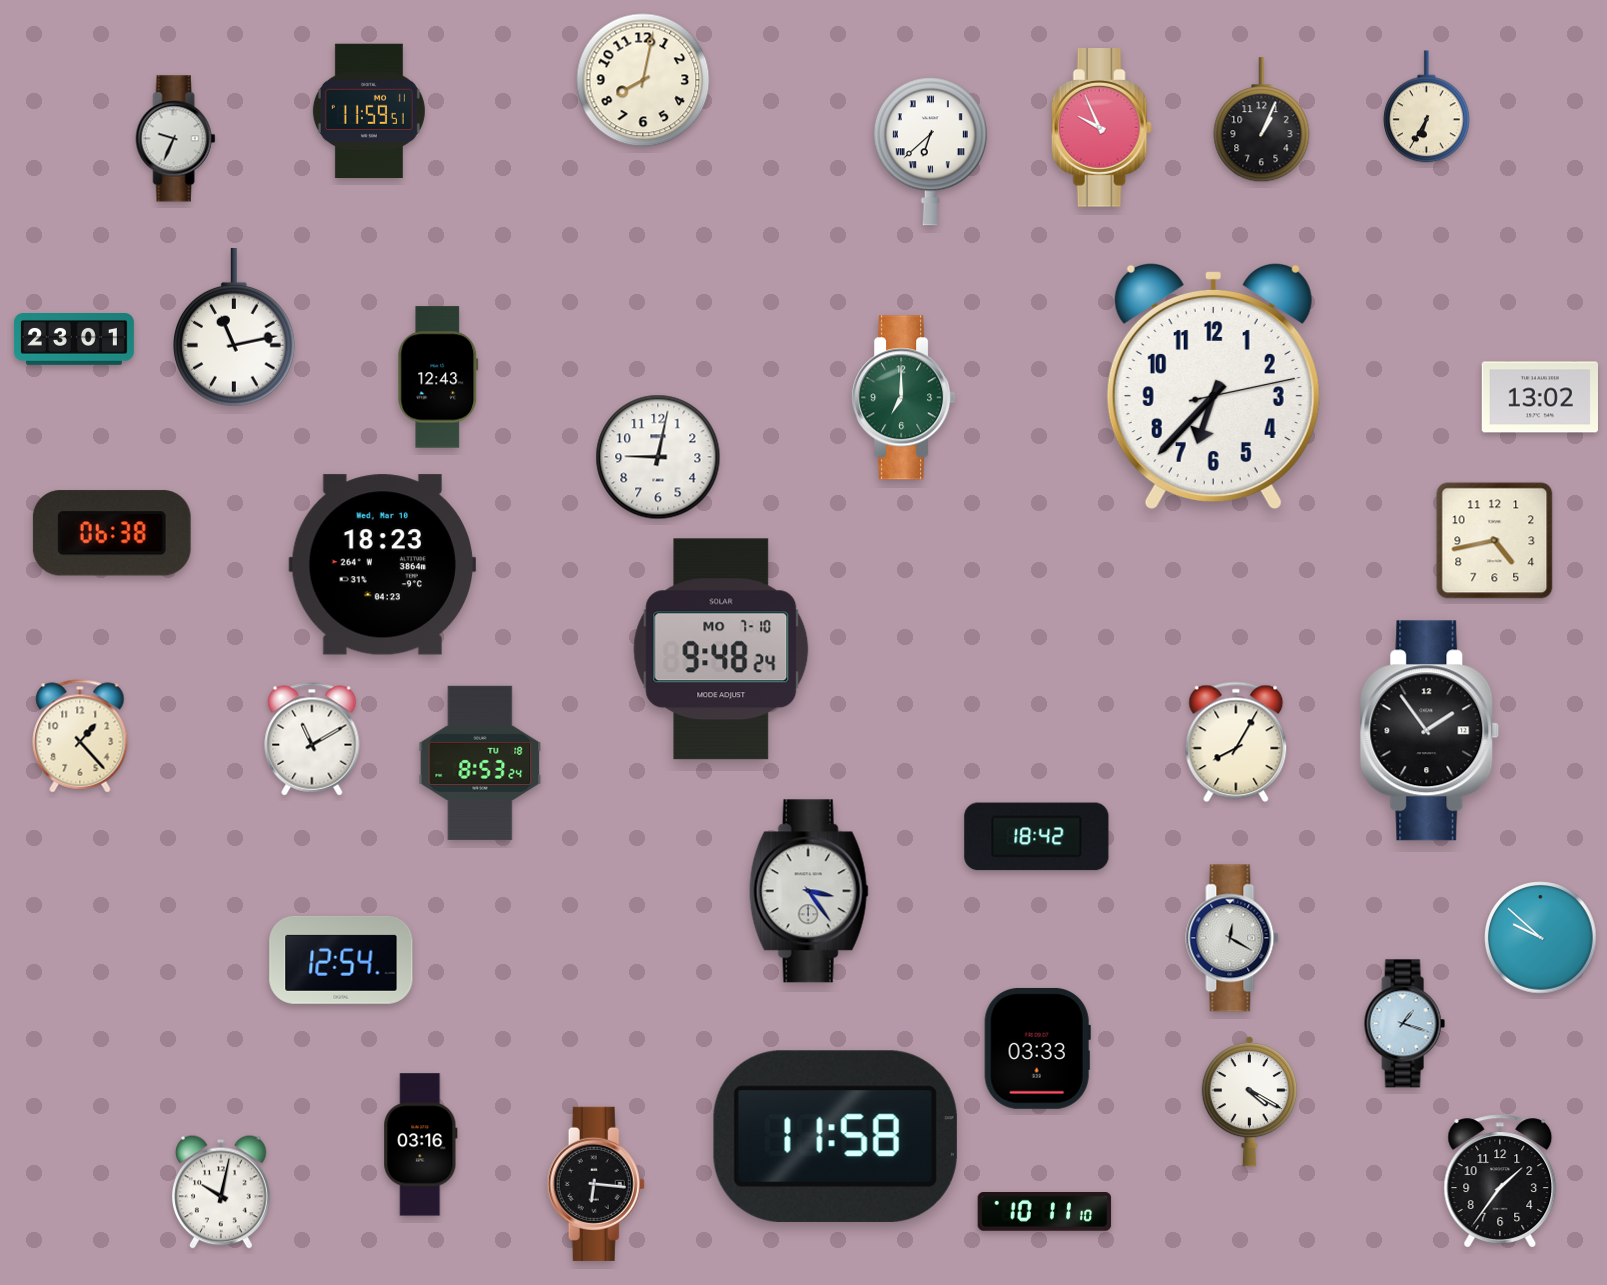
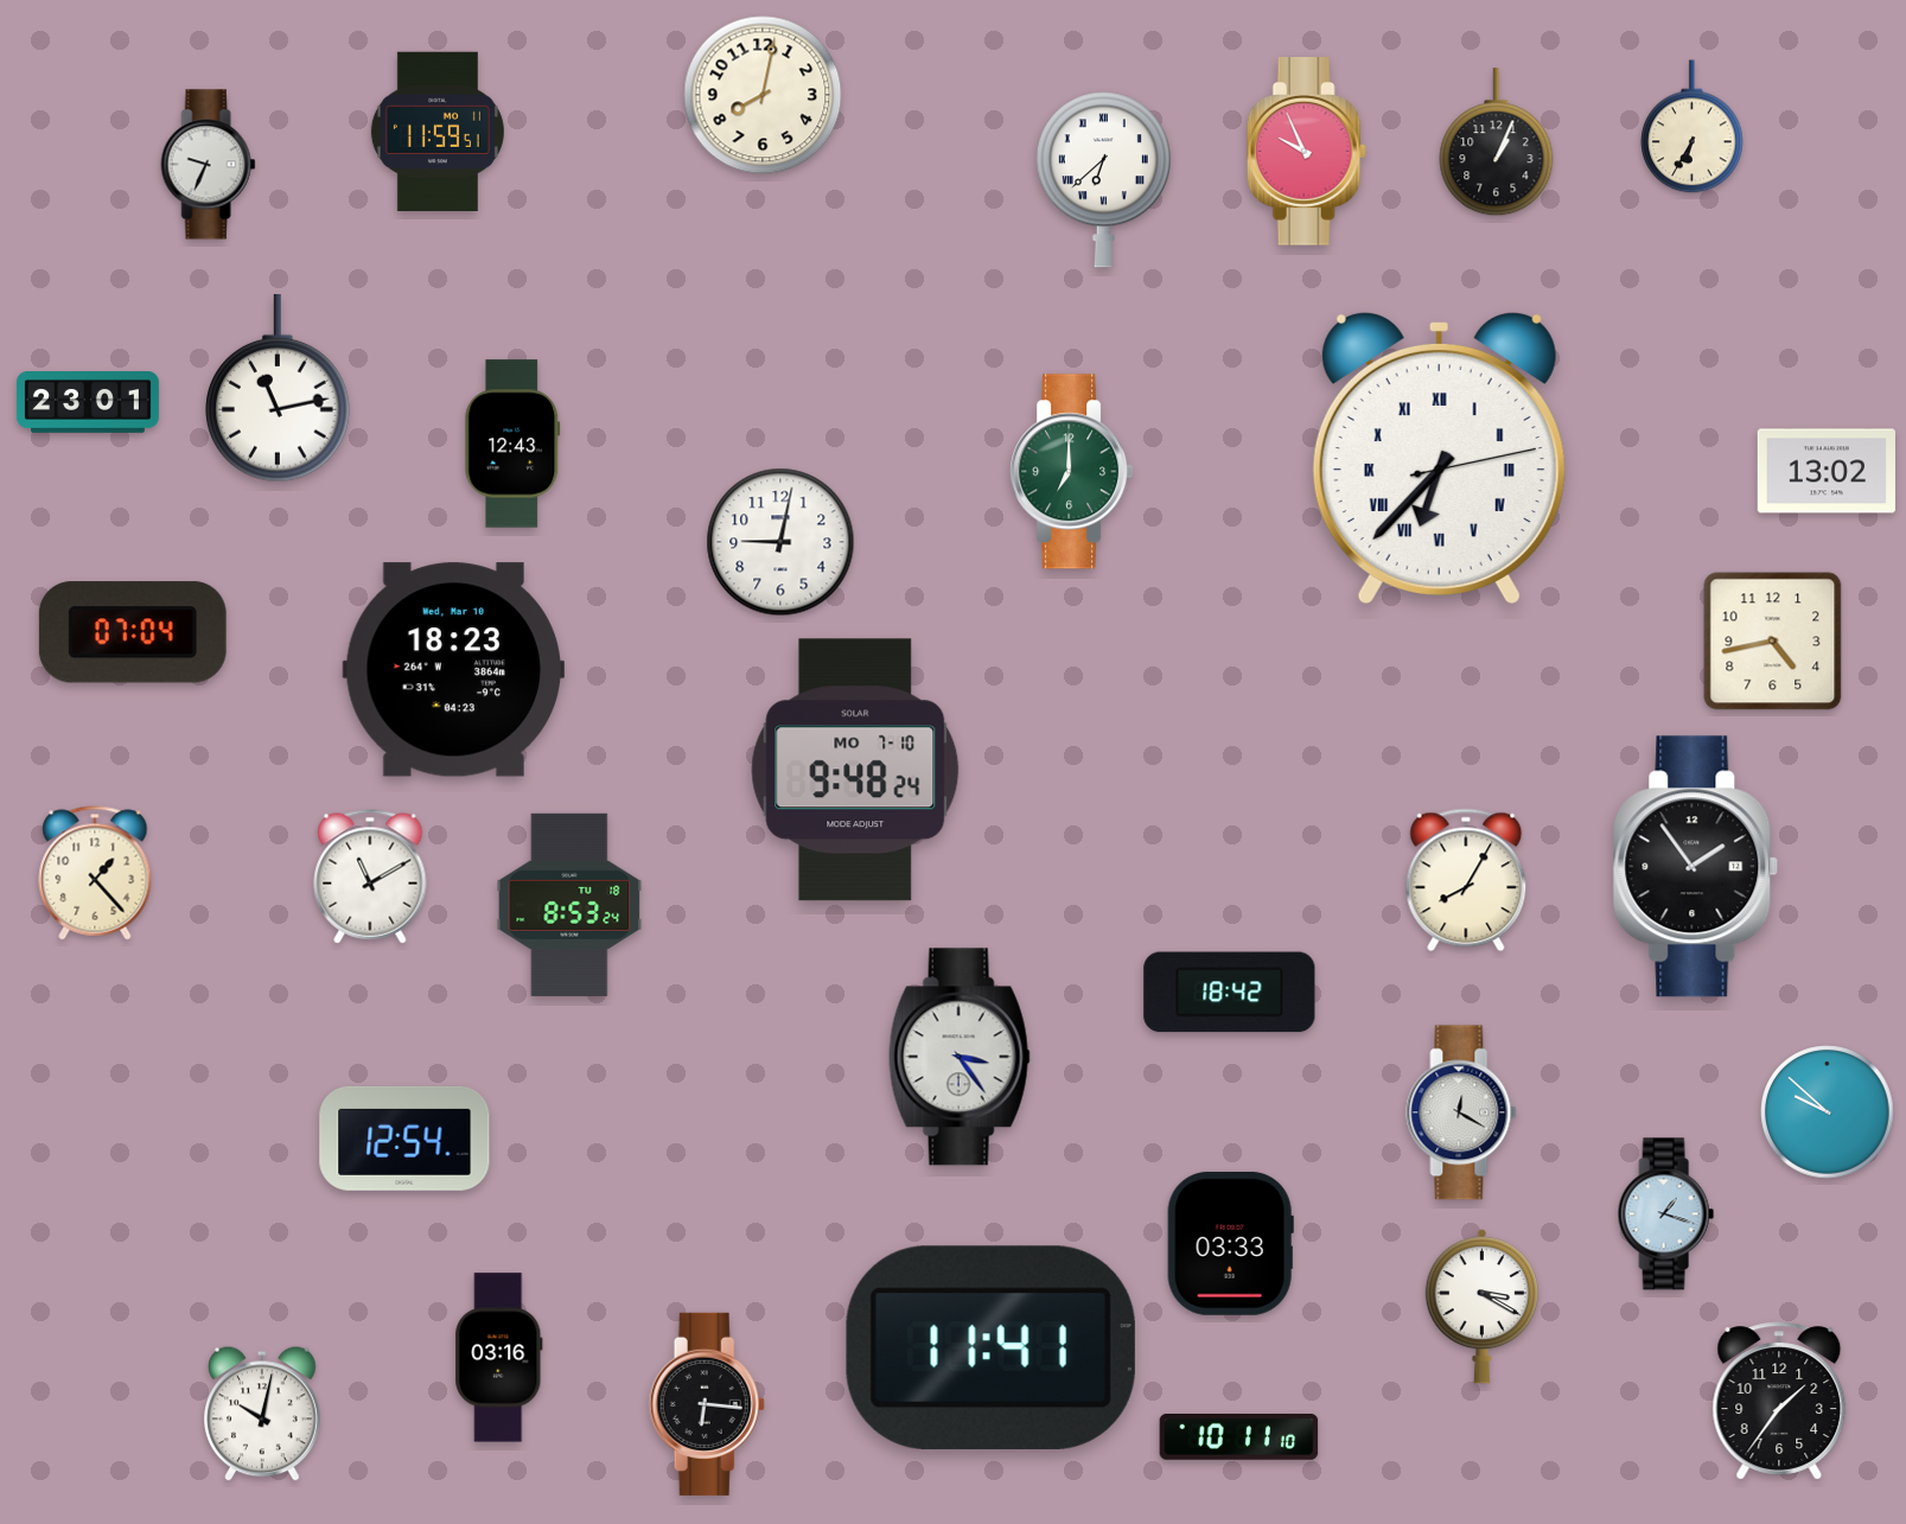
clock at (438, 377) position: (438, 377) -> (512, 444)
clock at (1213, 386) numerals: Arabic -> Roman
clock at (112, 533): 06:38 -> 07:04
clock at (1249, 1101): 4:20 -> 3:20
clock at (835, 1136): 11:58 -> 11:41
